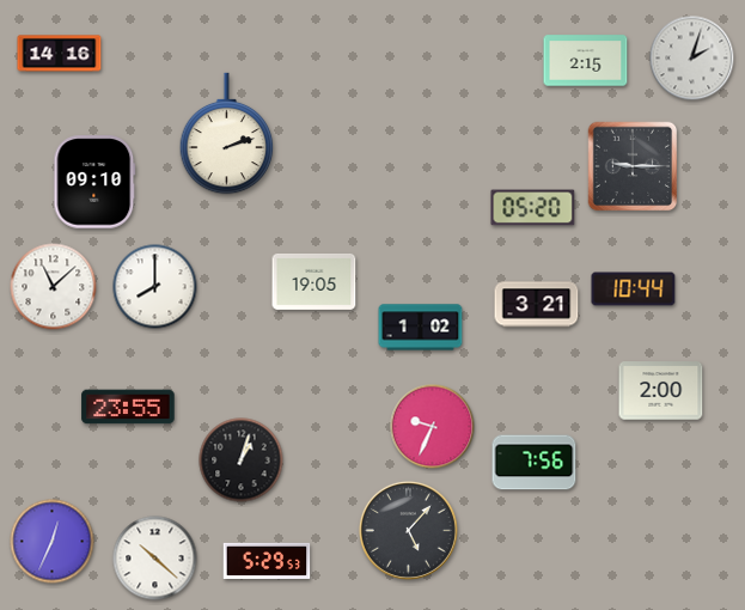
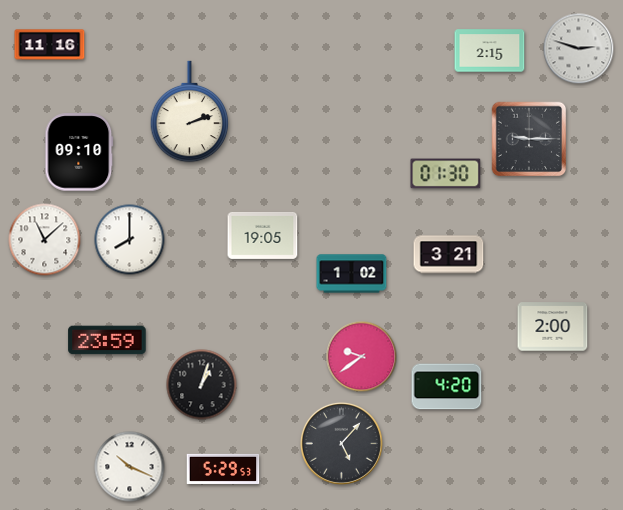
clock at (60, 54): 14:16 -> 11:16
clock at (692, 59): 2:03 -> 2:48
clock at (533, 208): 05:20 -> 01:30
clock at (634, 289): 10:44 -> none
clock at (128, 407): 23:55 -> 23:59
clock at (433, 427): 9:34 -> 9:39
clock at (535, 463): 7:56 -> 4:20
clock at (53, 542): 12:34 -> none
clock at (155, 559): 10:22 -> 10:19
